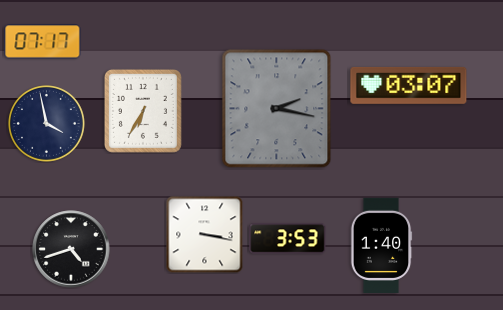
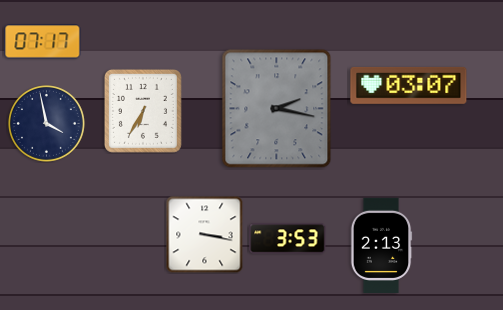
clock at (381, 245): 1:40 -> 2:13
clock at (71, 249): 4:42 -> none
